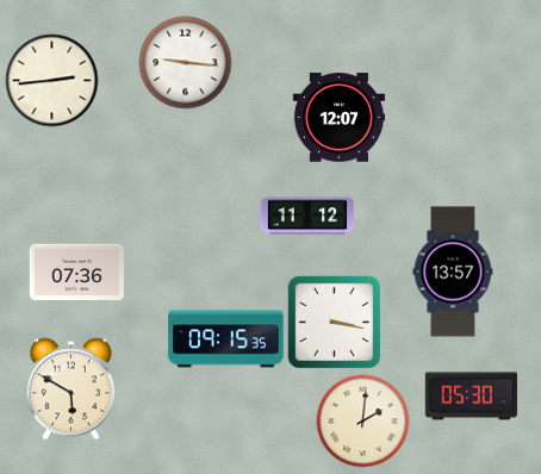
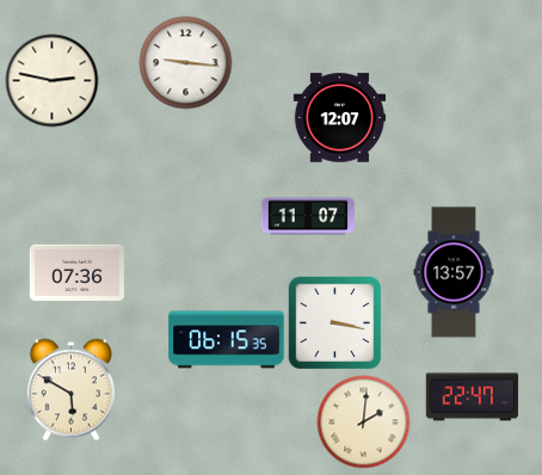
clock at (51, 80): 2:44 -> 2:47
clock at (307, 216): 11:12 -> 11:07
clock at (226, 339): 09:15 -> 06:15
clock at (471, 397): 05:30 -> 22:47
